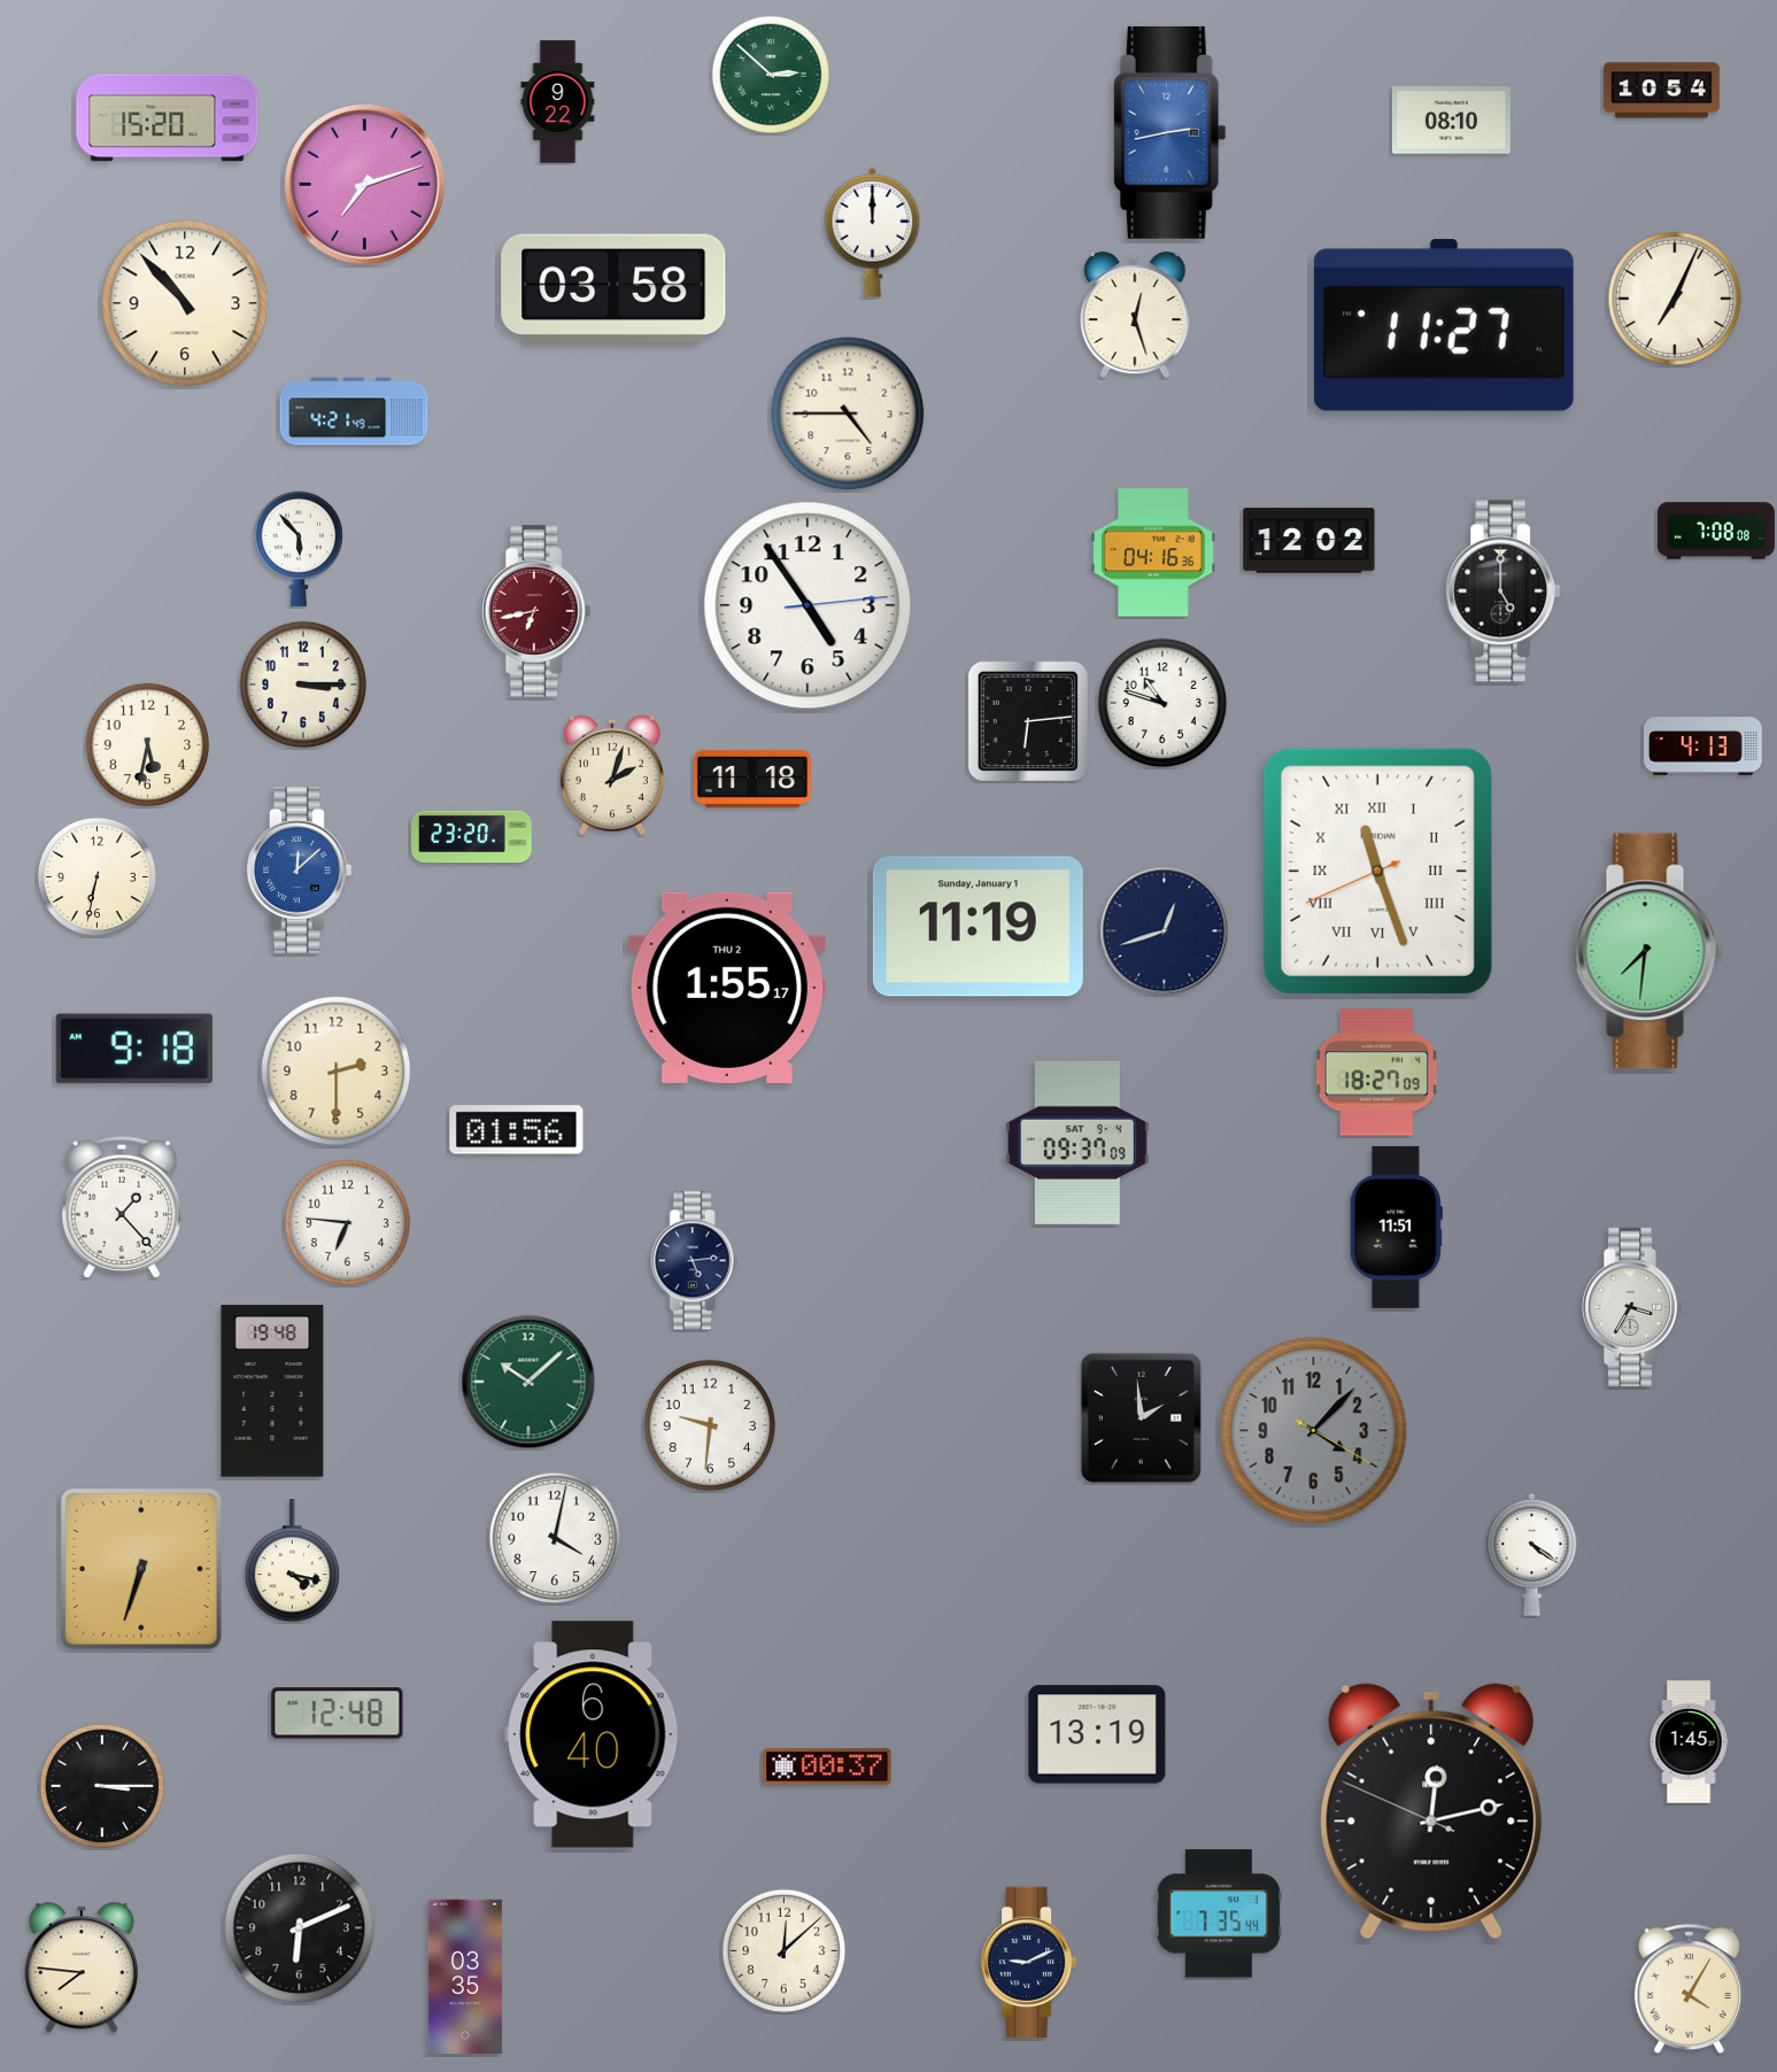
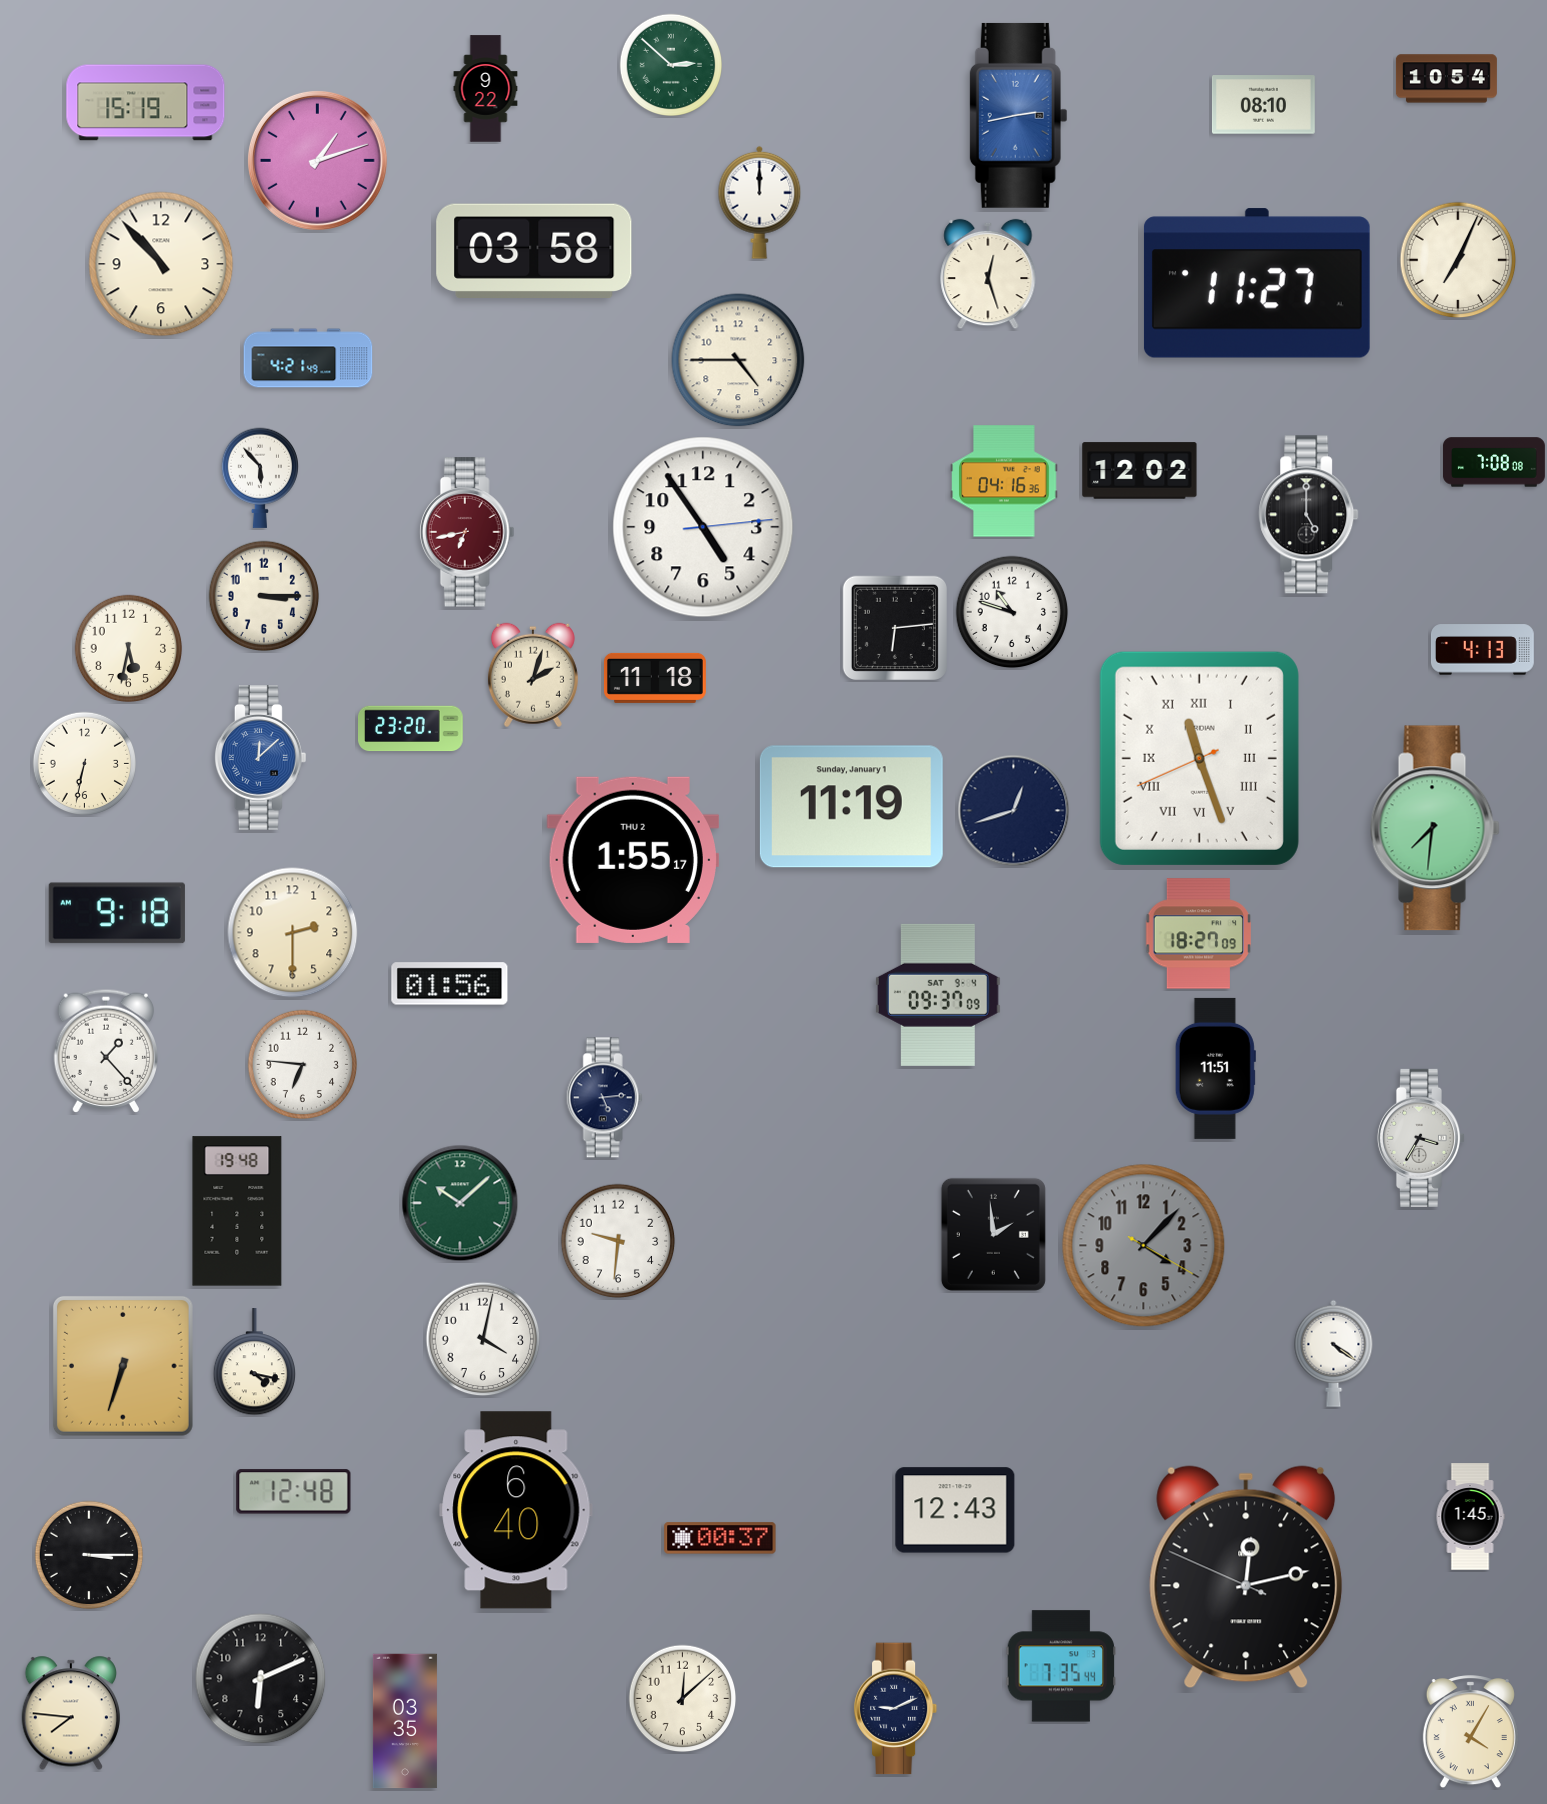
clock at (168, 118): 15:20 -> 15:19
clock at (364, 184): 7:12 -> 1:12
clock at (292, 1561) position: (292, 1561) -> (254, 1362)
clock at (1097, 1734): 13:19 -> 12:43
